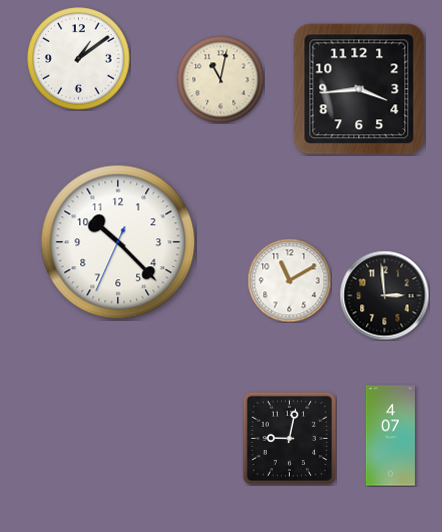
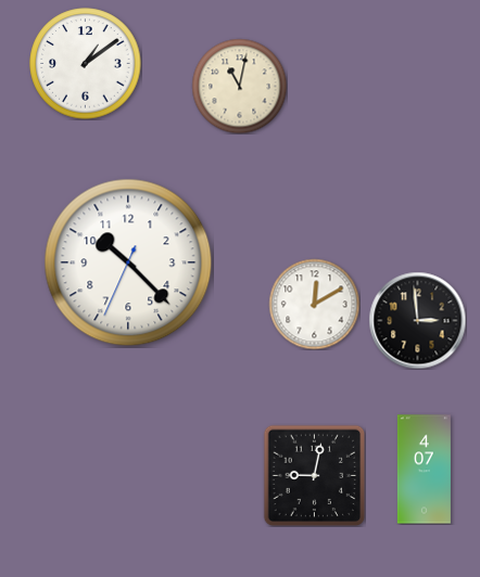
clock at (359, 89): 3:44 -> none
clock at (289, 280): 11:10 -> 12:10
clock at (390, 436) position: (390, 436) -> (424, 470)
